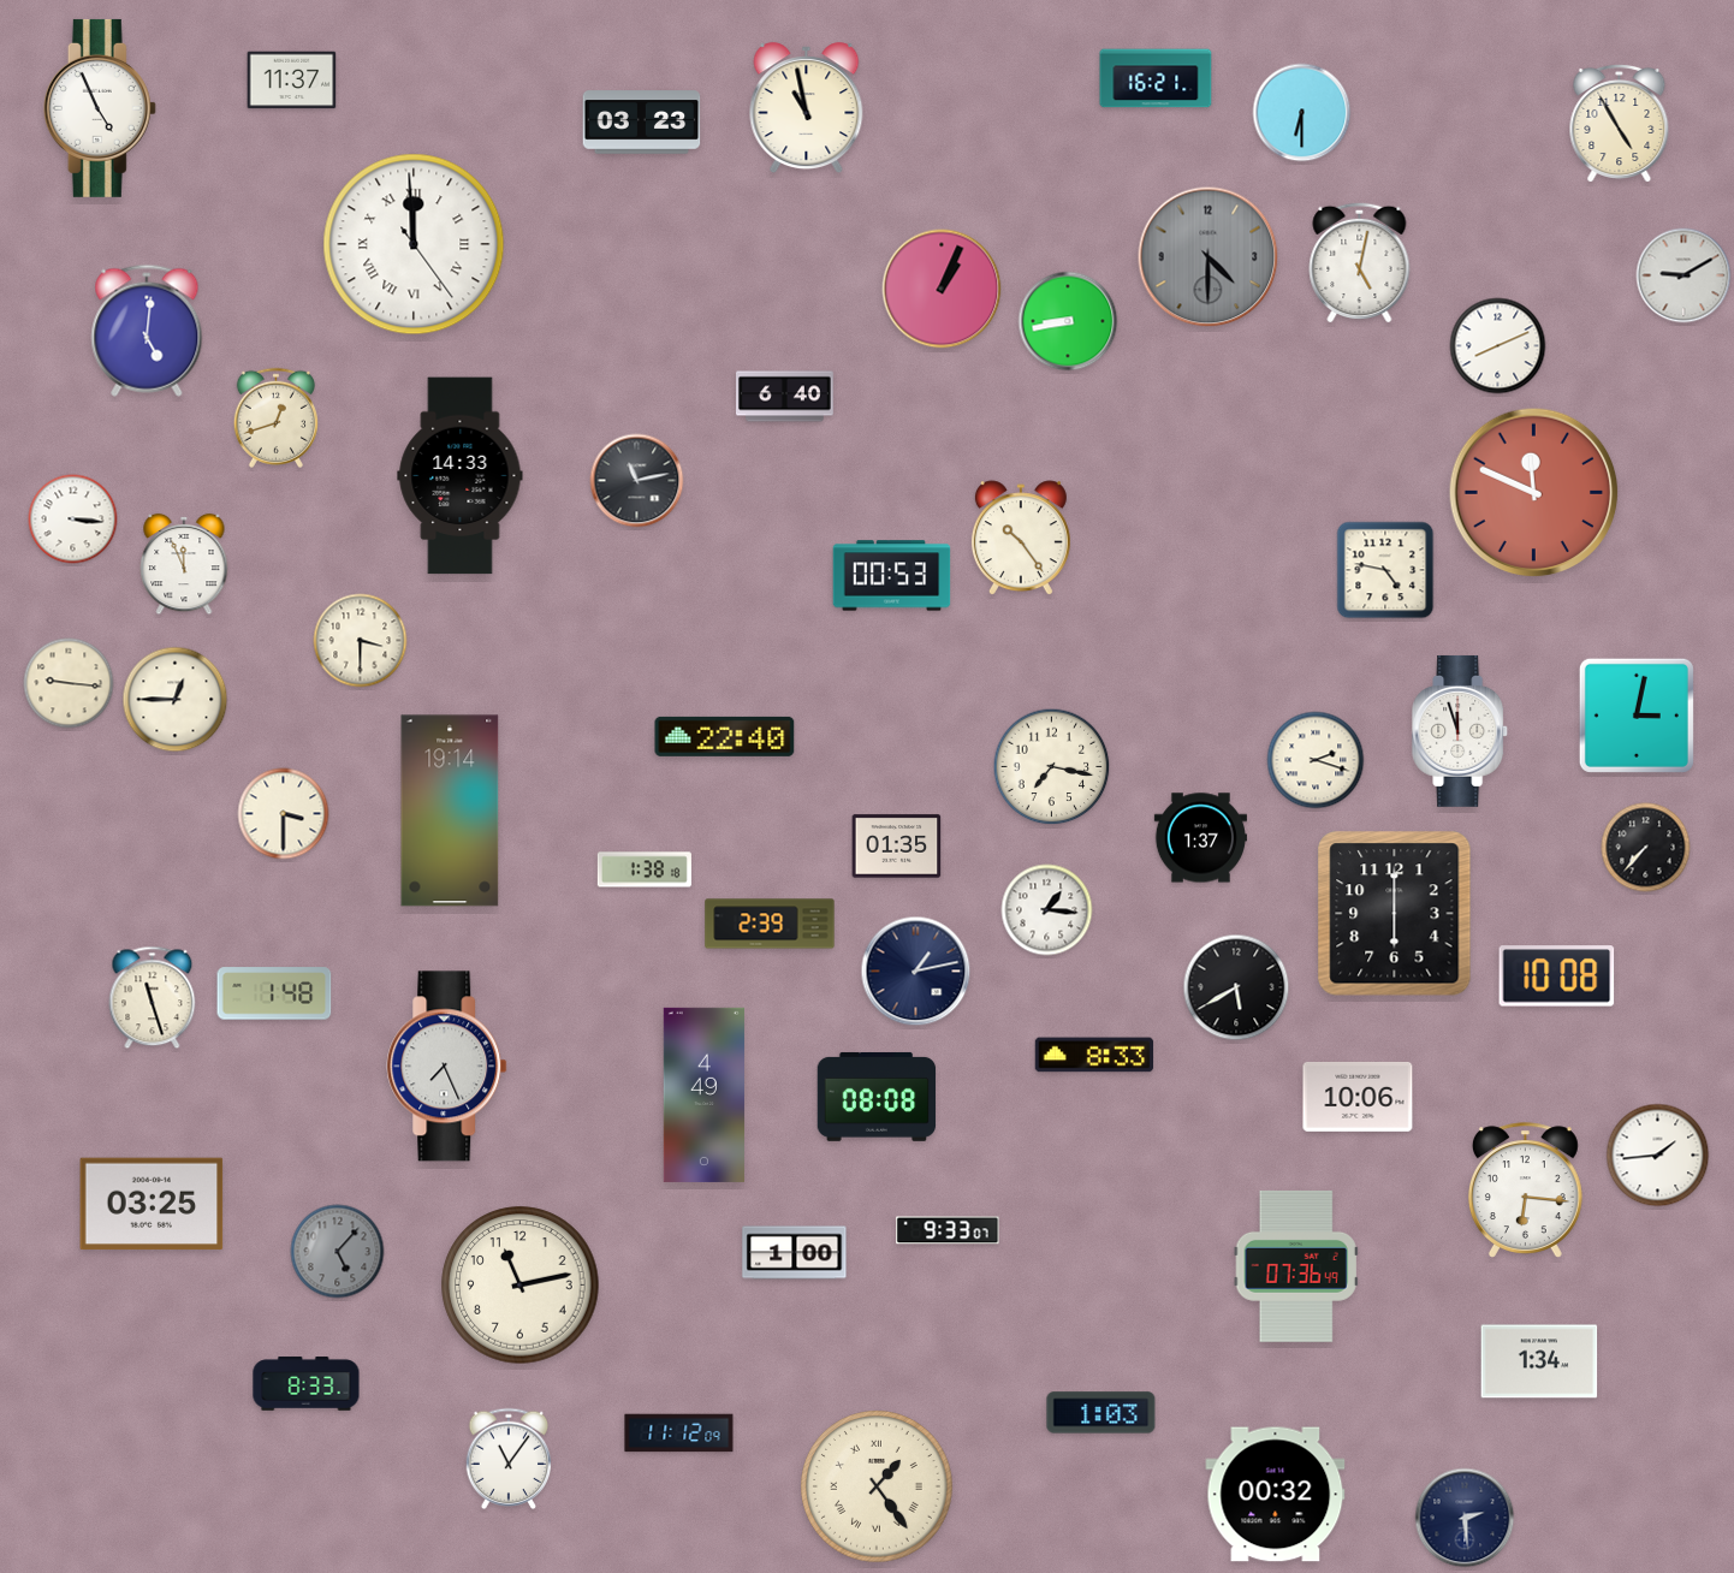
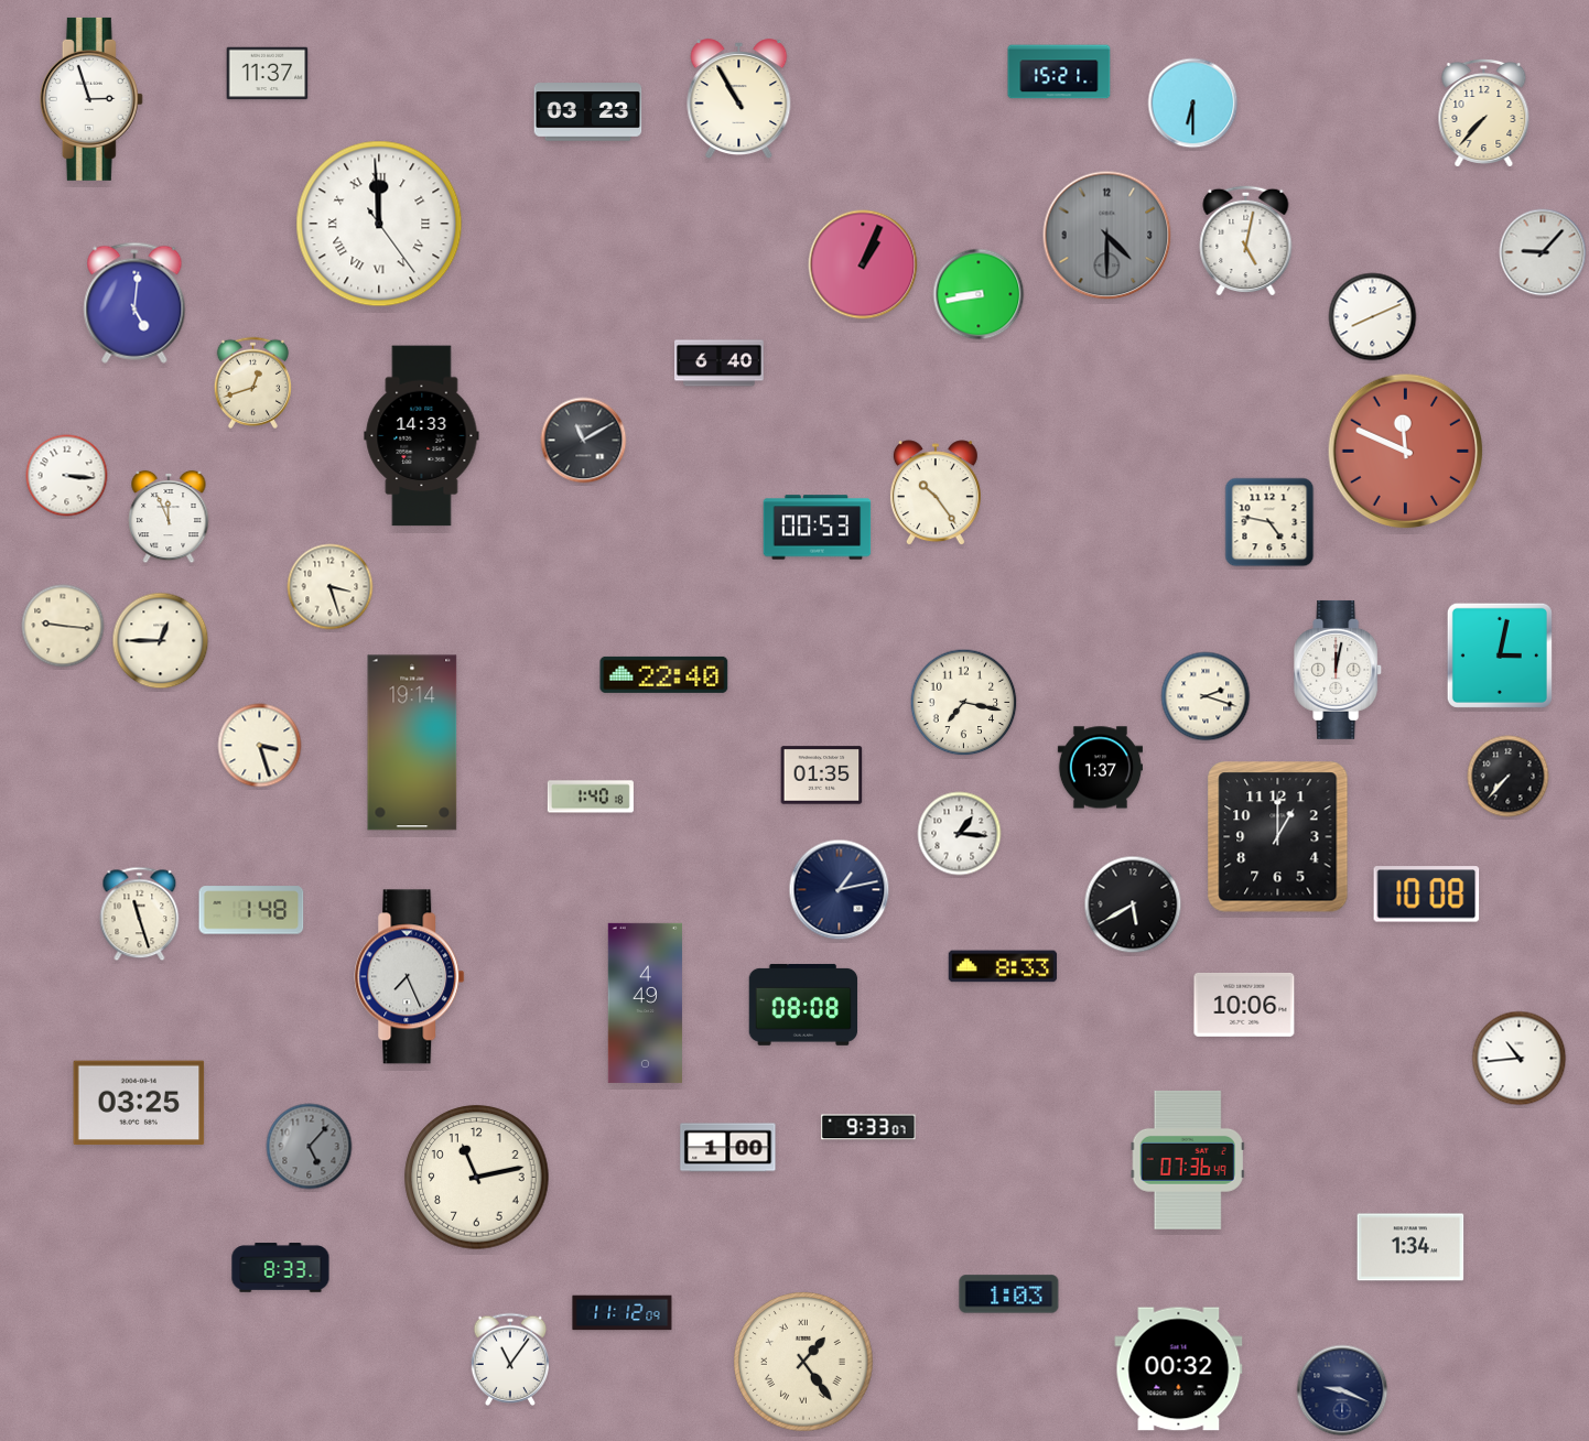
clock at (1156, 78): 16:21 -> 15:21
clock at (100, 108): 4:56 -> 2:57
clock at (807, 108): 10:58 -> 10:55
clock at (1620, 123): 4:55 -> 7:37
clock at (1683, 275): 9:10 -> 9:07
clock at (637, 481): 11:13 -> 11:10
clock at (361, 641): 3:30 -> 3:27
clock at (1461, 731): 11:57 -> 12:02
clock at (284, 814): 3:30 -> 3:27
clock at (645, 869): 1:38 -> 1:40
clock at (1395, 914): 6:00 -> 1:00
clock at (770, 924): 2:39 -> none
clock at (1658, 1156): 1:44 -> 10:44
clock at (1525, 1191): 6:16 -> none
clock at (509, 1458) position: (509, 1458) -> (510, 1358)
clock at (1276, 1495) position: (1276, 1495) -> (1179, 1369)
clock at (1465, 1518): 2:29 -> 9:19
